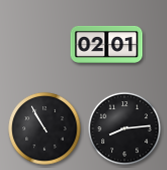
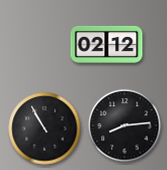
clock at (107, 44): 02:01 -> 02:12
clock at (125, 129) position: (125, 129) -> (125, 126)
